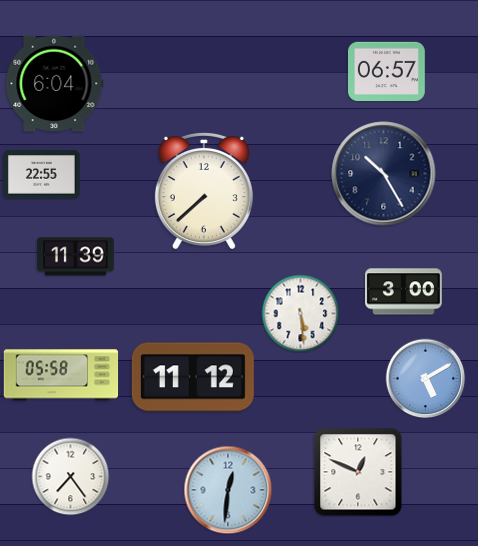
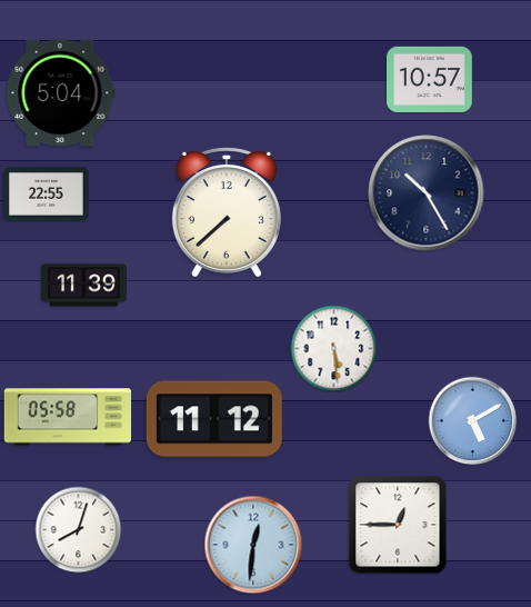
clock at (387, 71): 06:57 -> 10:57
clock at (55, 84): 6:04 -> 5:04
clock at (404, 292): 3:00 -> none
clock at (358, 472): 12:49 -> 12:45
clock at (70, 476): 7:24 -> 8:03
